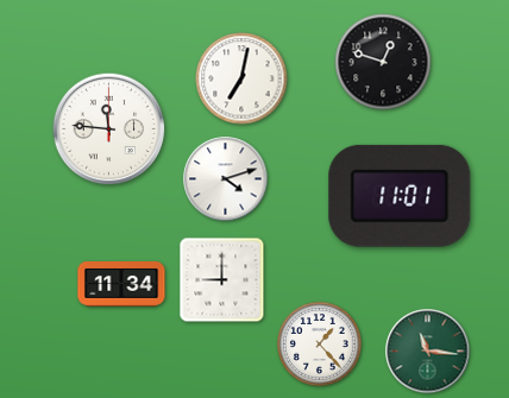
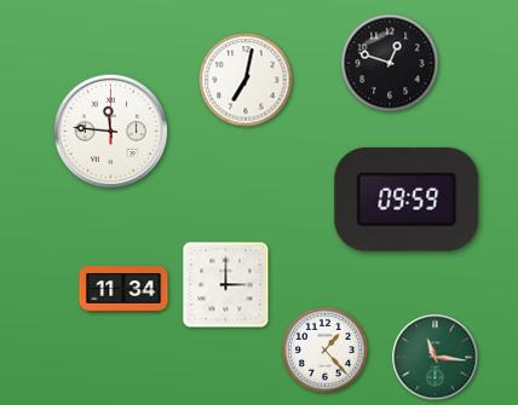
clock at (226, 179): 4:12 -> none
clock at (400, 196): 11:01 -> 09:59
clock at (222, 280): 9:00 -> 3:00
